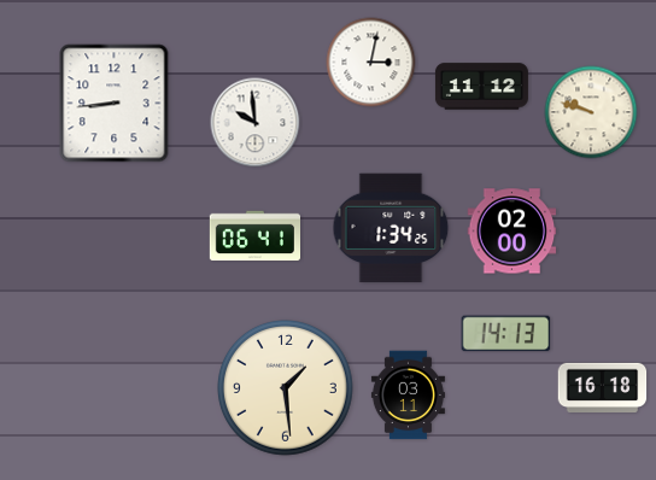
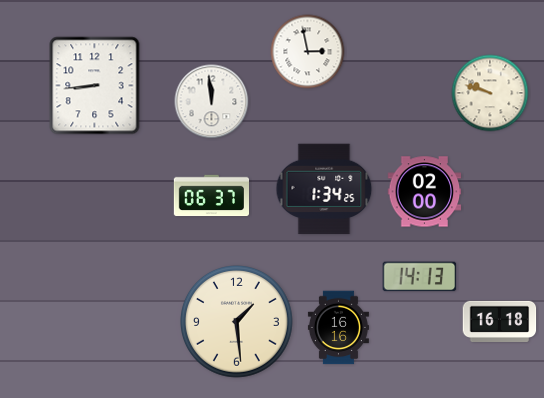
clock at (371, 63): 3:02 -> 2:58
clock at (481, 87): 11:12 -> none
clock at (256, 123): 9:59 -> 11:59
clock at (254, 236): 06:41 -> 06:37
clock at (408, 396): 03:11 -> 16:16
